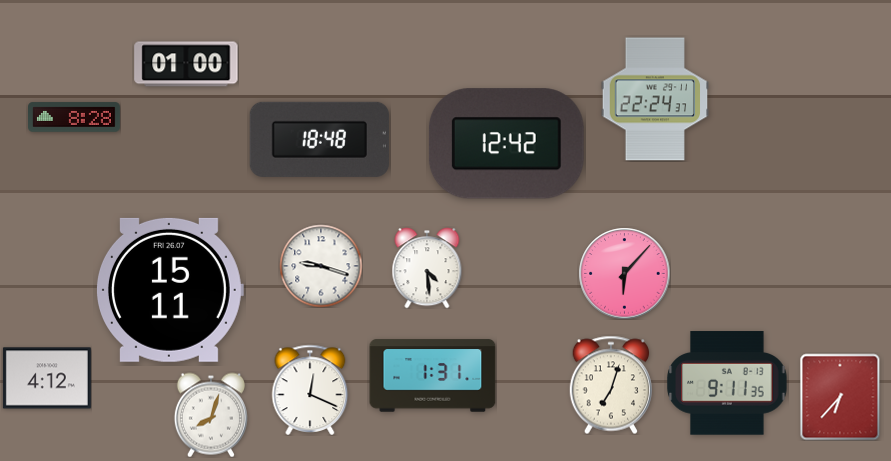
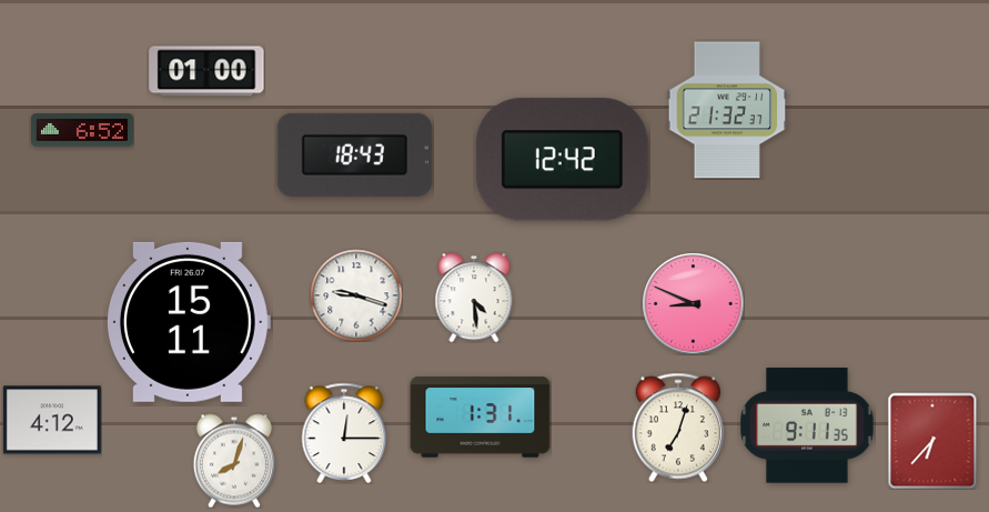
clock at (655, 99): 22:24 -> 21:32
clock at (75, 117): 8:28 -> 6:52
clock at (319, 139): 18:48 -> 18:43
clock at (624, 273): 6:07 -> 8:49
clock at (310, 390): 12:19 -> 12:15
